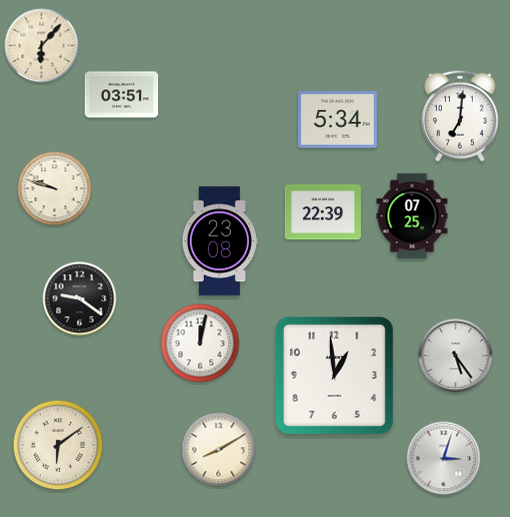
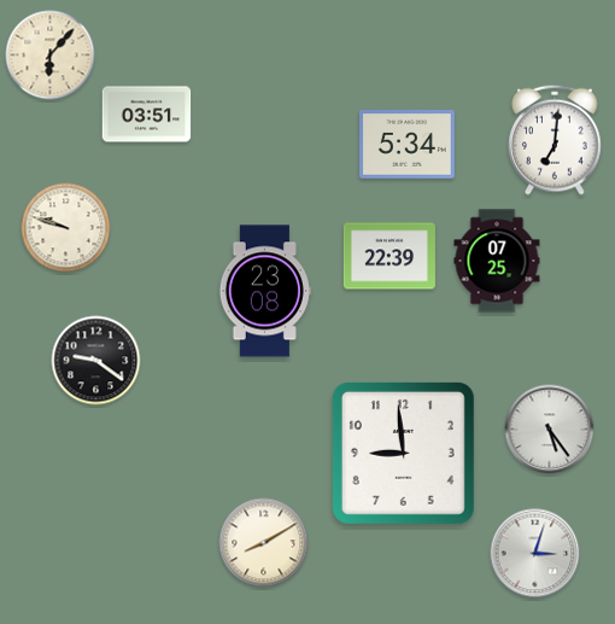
clock at (200, 343): 12:02 -> none
clock at (334, 375): 12:59 -> 8:59
clock at (58, 445): 6:09 -> none
